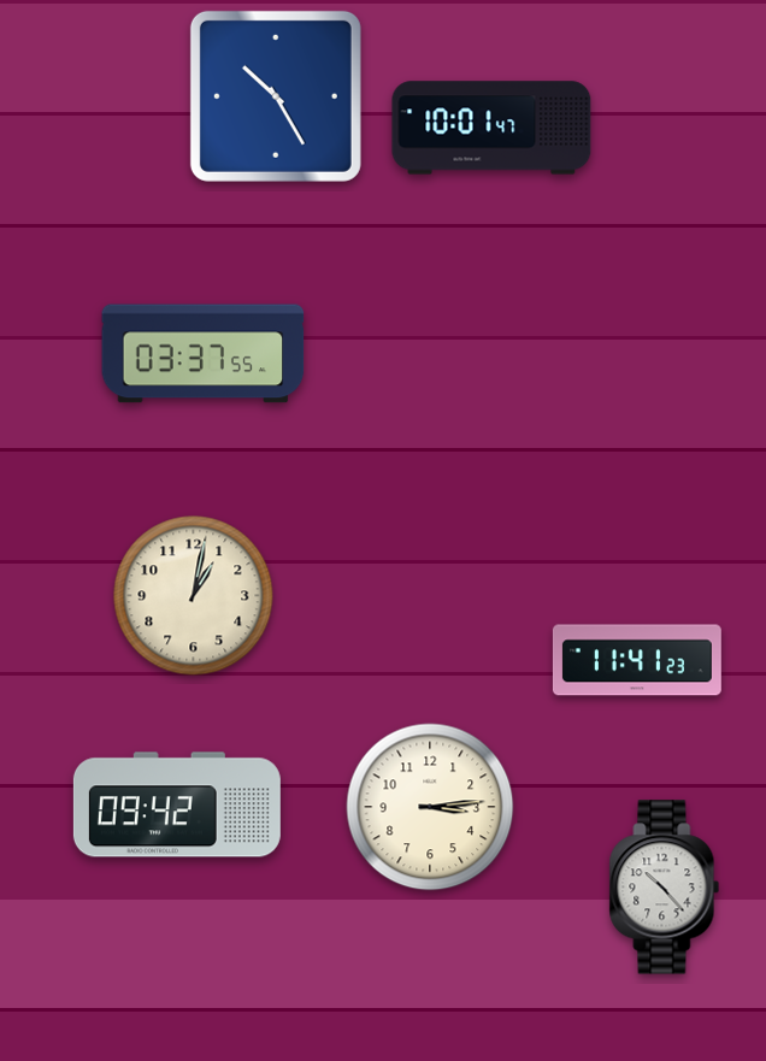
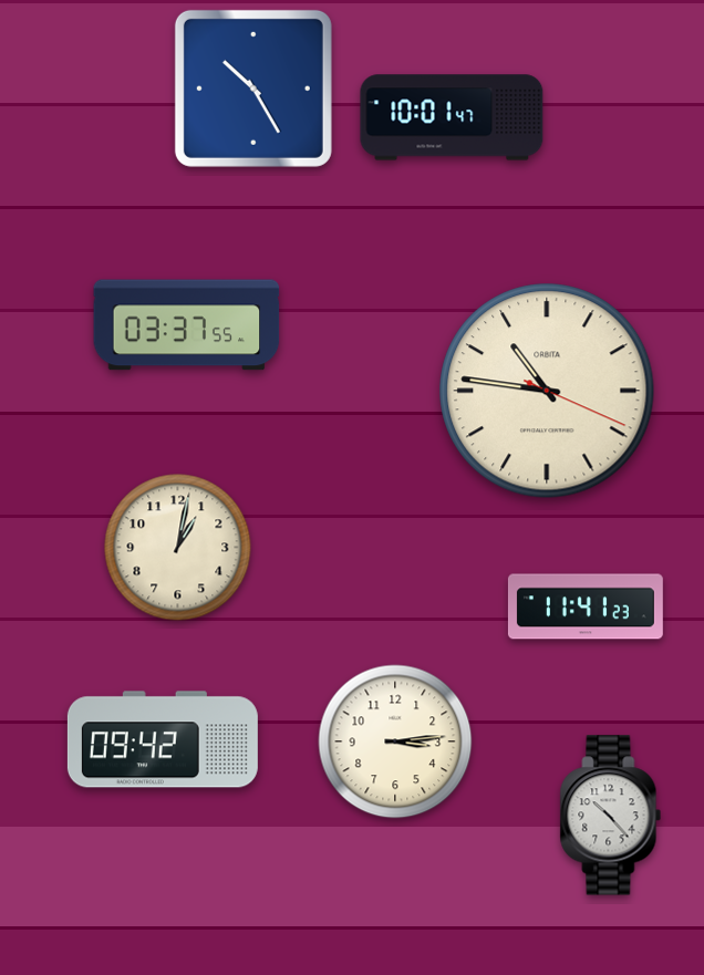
clock at (547, 391): none -> 10:46
